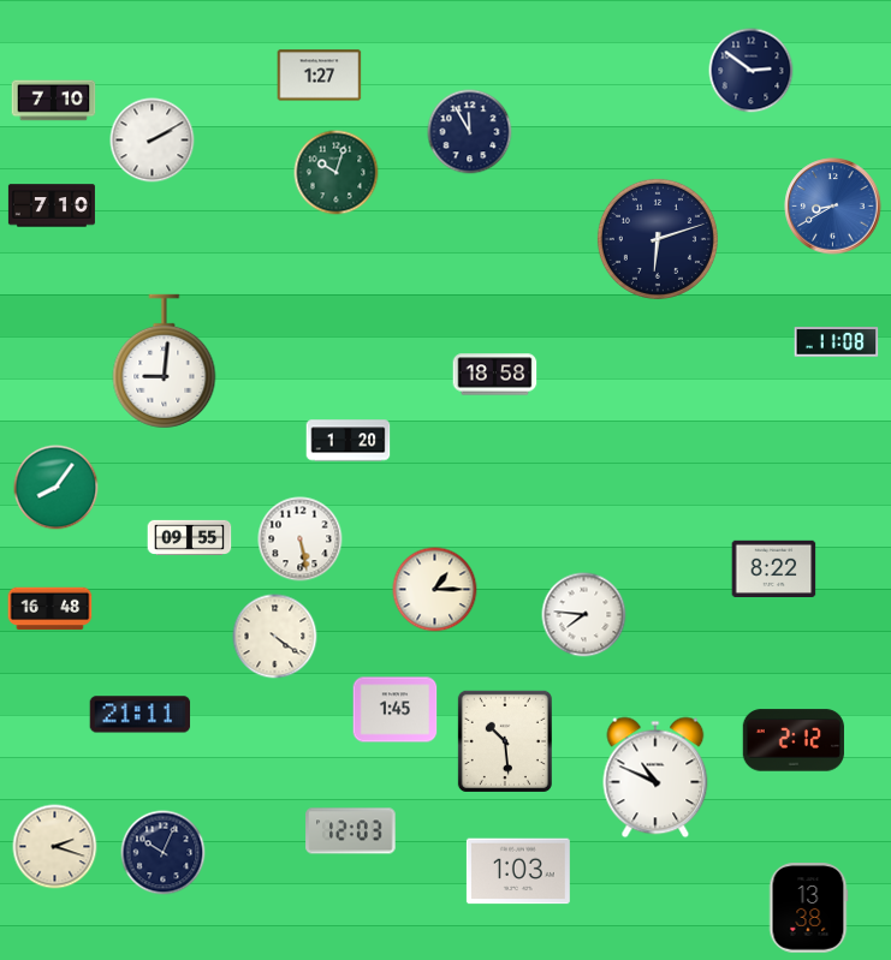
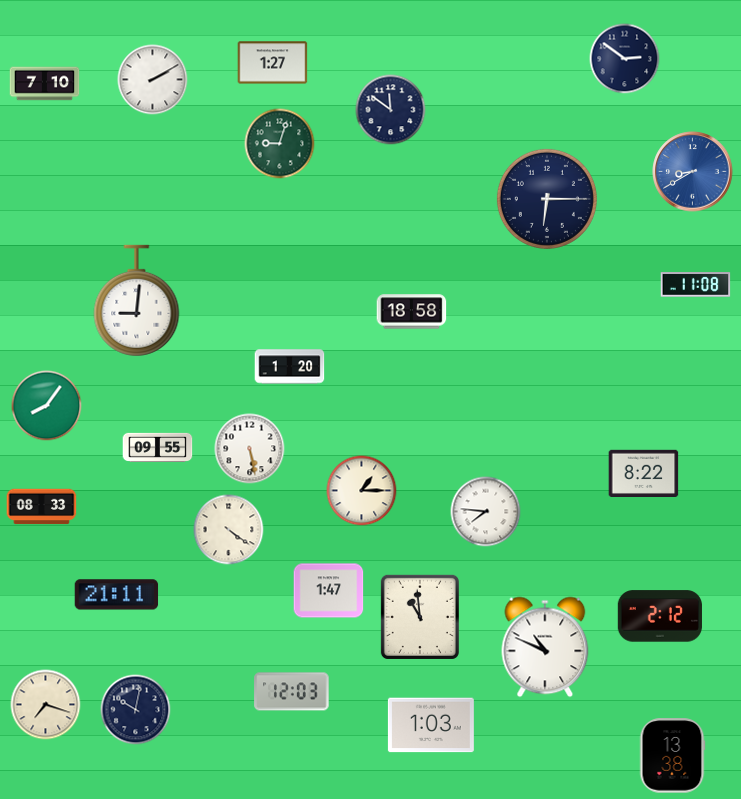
clock at (320, 76) position: (320, 76) -> (273, 63)
clock at (470, 132): 11:55 -> 11:51
clock at (153, 141) position: (153, 141) -> (153, 80)
clock at (337, 173): 10:03 -> 9:03
clock at (52, 205): 7:10 -> none
clock at (658, 239): 6:12 -> 6:15
clock at (51, 609): 16:48 -> 08:33
clock at (396, 710): 1:45 -> 1:47
clock at (505, 741): 10:29 -> 10:59
clock at (55, 847): 2:18 -> 7:18
clock at (164, 853): 10:04 -> 10:02
